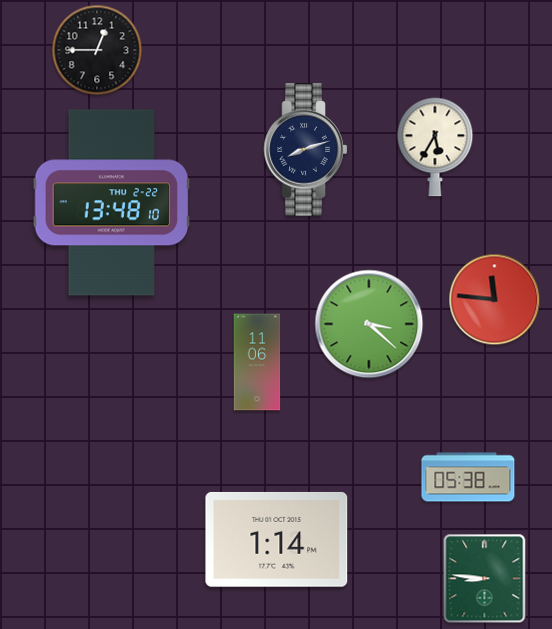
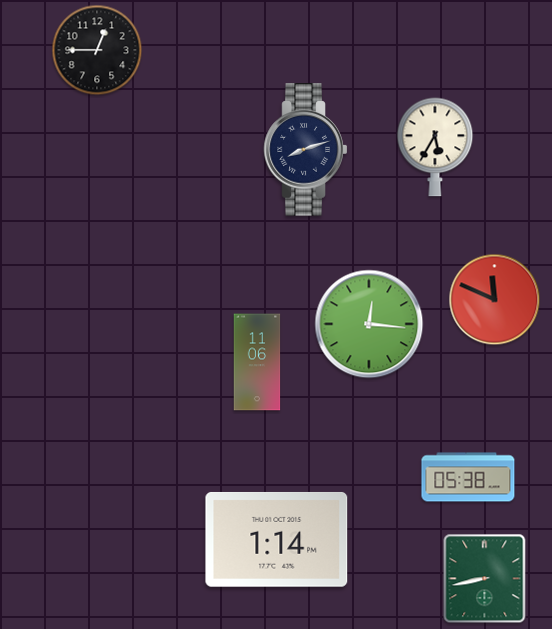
clock at (112, 203): 13:48 -> none
clock at (495, 300): 11:46 -> 11:49
clock at (369, 324): 3:22 -> 12:16
clock at (485, 579): 8:46 -> 8:43
